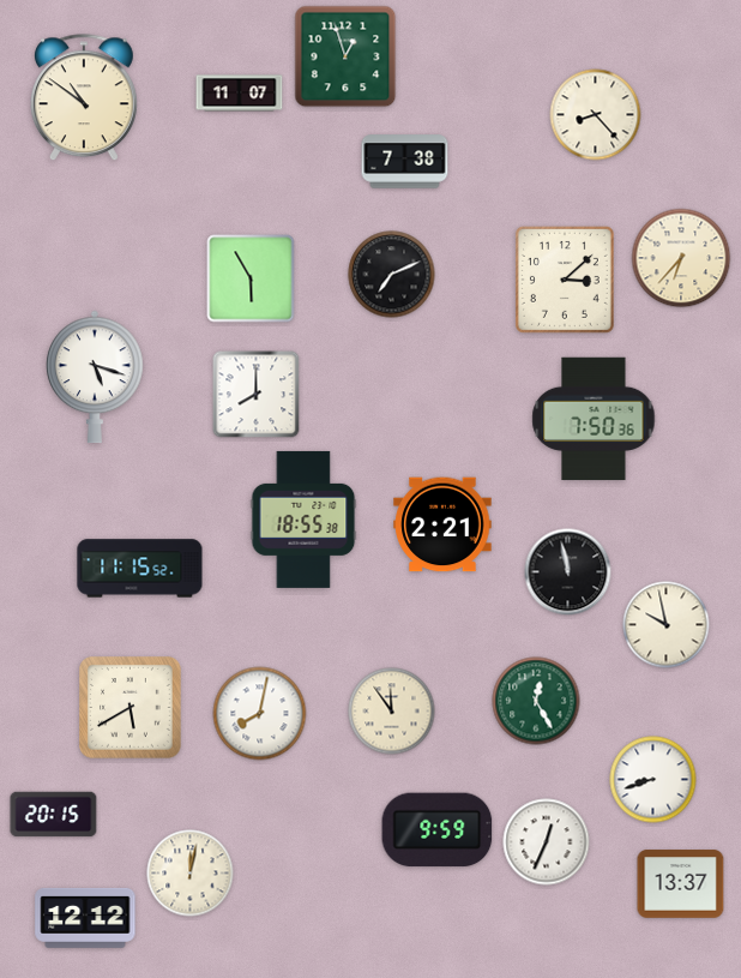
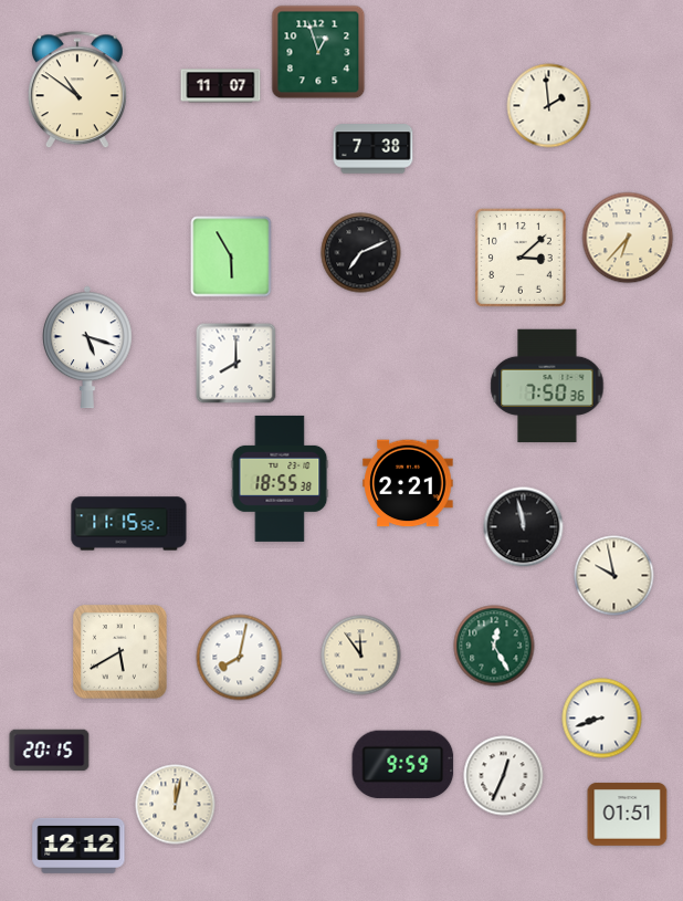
clock at (596, 115): 8:23 -> 1:59
clock at (681, 884): 13:37 -> 01:51
